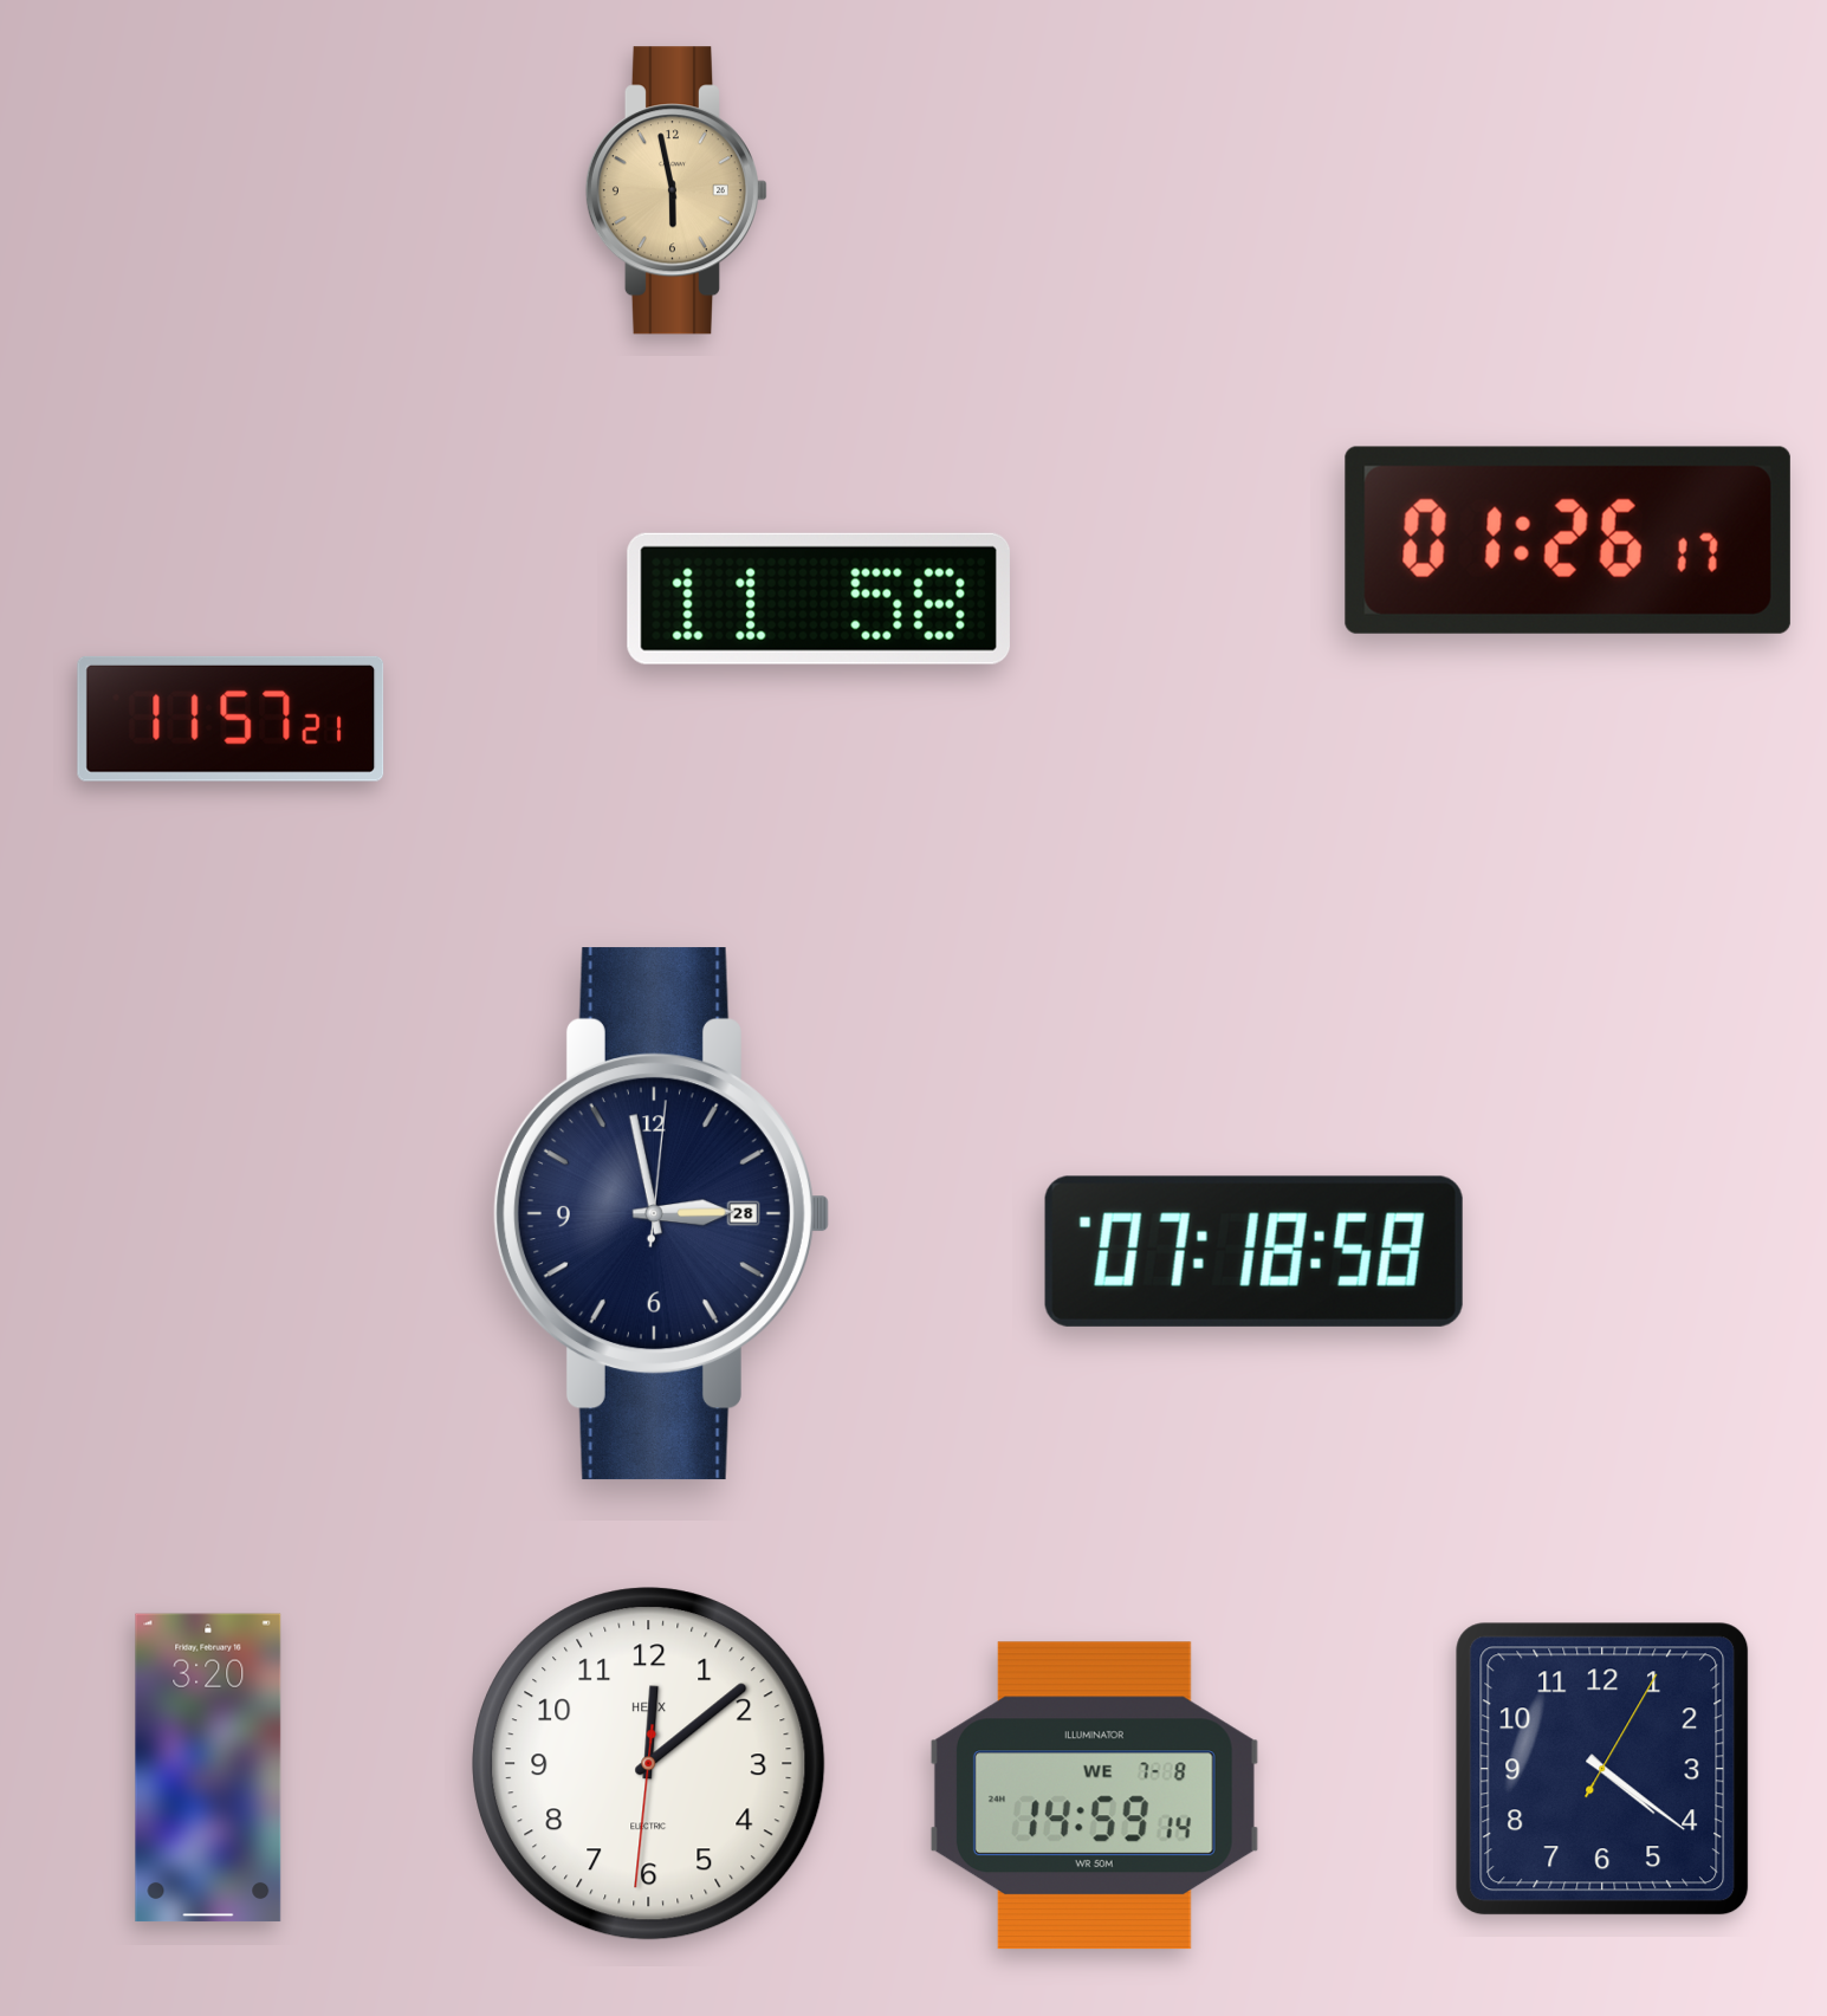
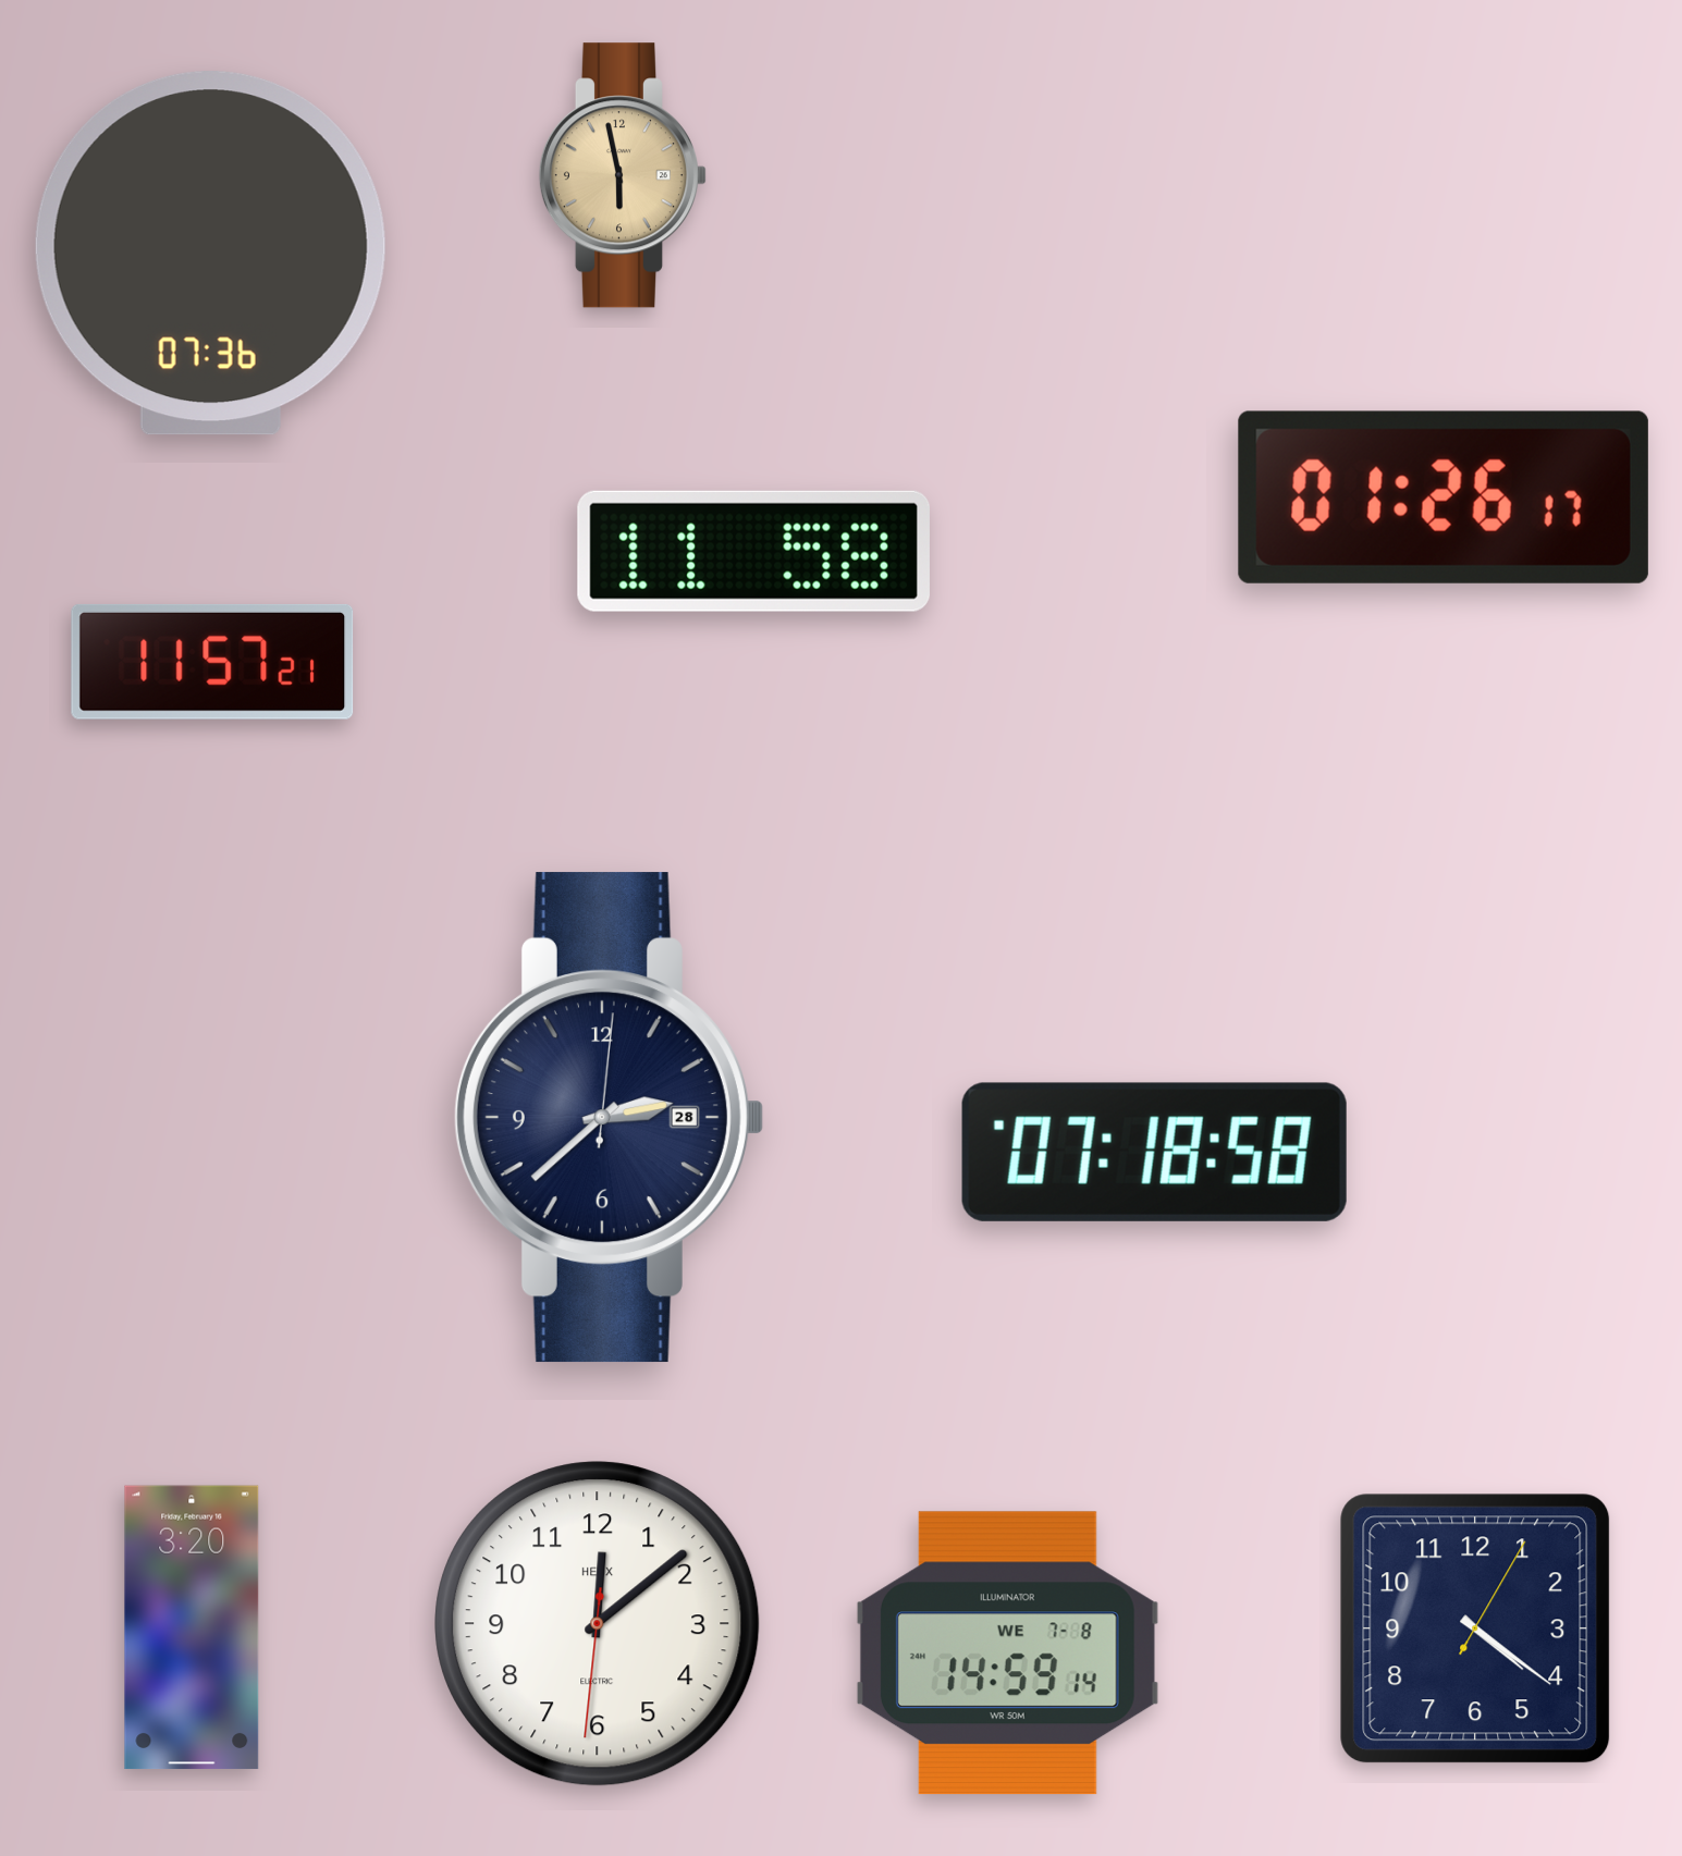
clock at (210, 254): none -> 07:36
clock at (661, 1214): 2:58 -> 2:38
